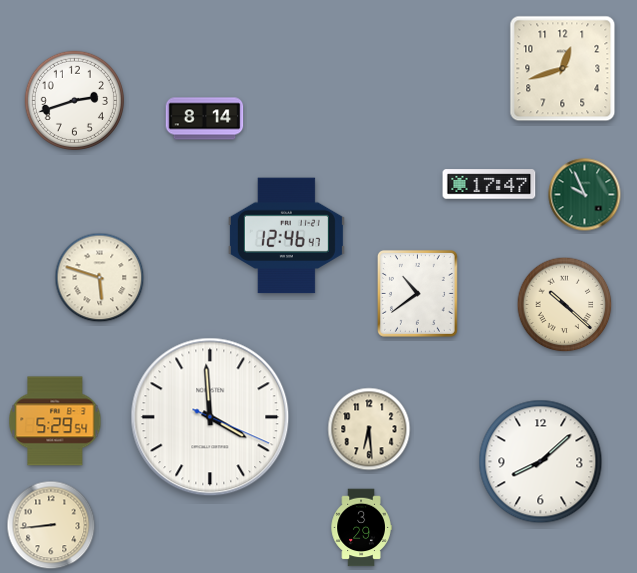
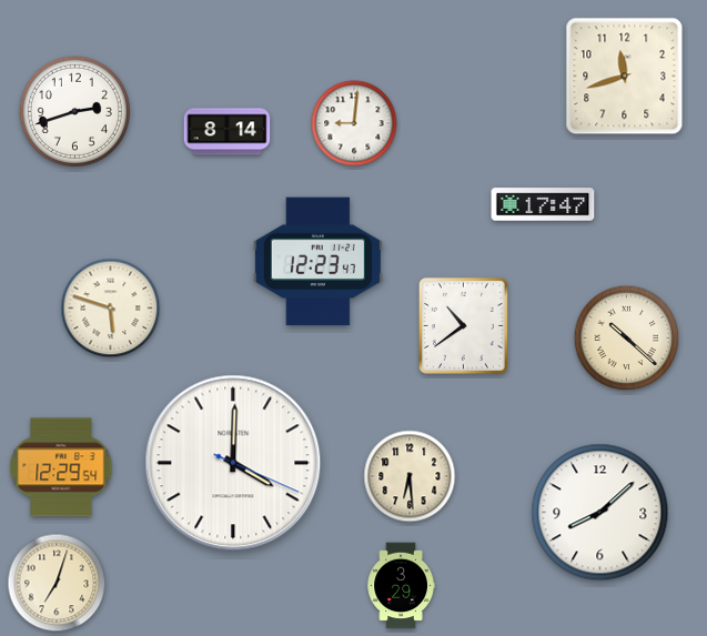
clock at (563, 69): 12:42 -> 11:42
clock at (74, 100) position: (74, 100) -> (74, 111)
clock at (354, 123): none -> 9:01
clock at (585, 195): 9:56 -> none
clock at (286, 236): 12:46 -> 12:23
clock at (210, 417): 3:59 -> 4:00
clock at (55, 421): 5:29 -> 12:29
clock at (51, 525): 8:44 -> 7:03
